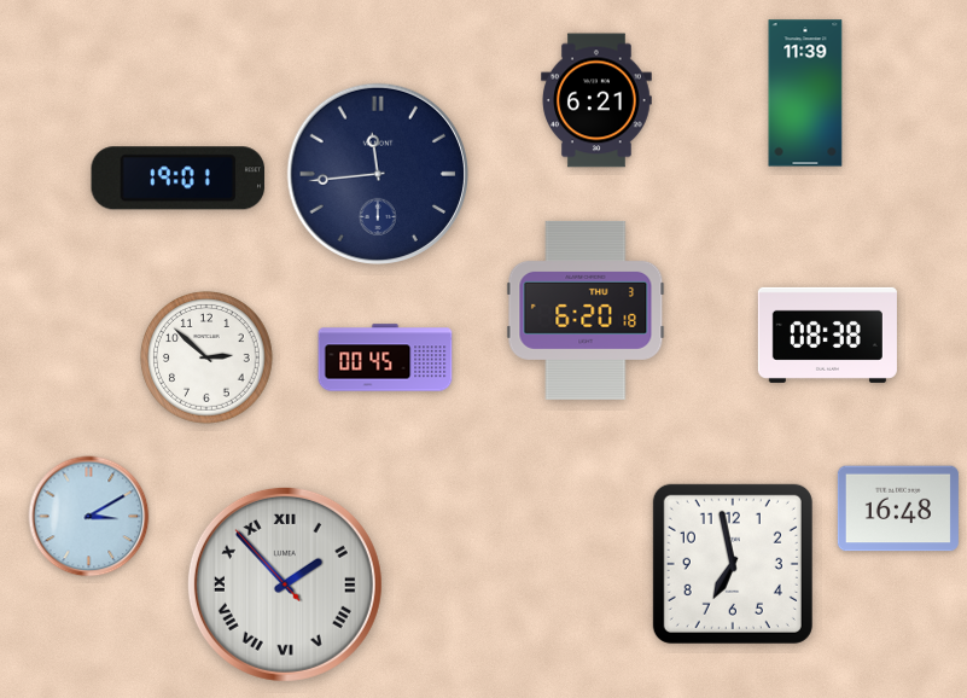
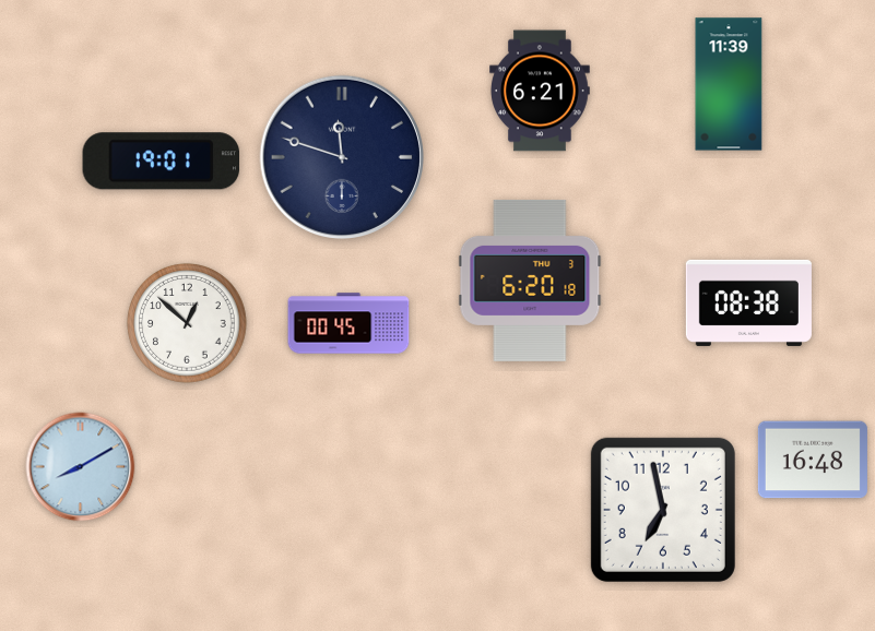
clock at (377, 173): 11:44 -> 11:48
clock at (206, 357): 2:52 -> 12:52
clock at (89, 517): 3:10 -> 8:10
clock at (285, 584): 1:52 -> none
